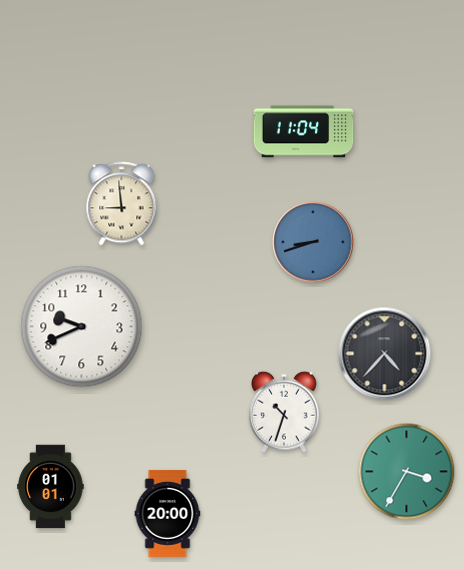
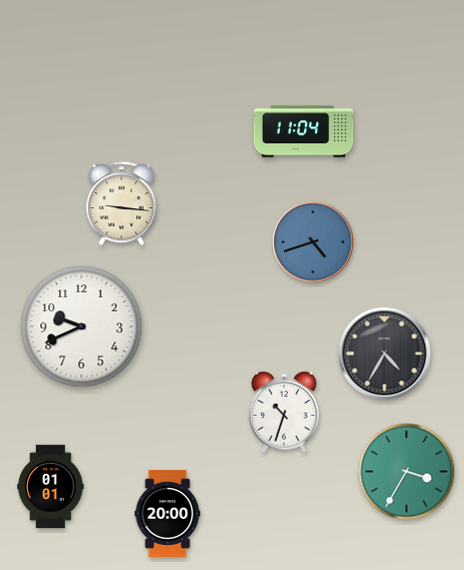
clock at (122, 204): 8:59 -> 9:16
clock at (313, 242): 8:42 -> 4:42
clock at (385, 354): 4:37 -> 4:35
